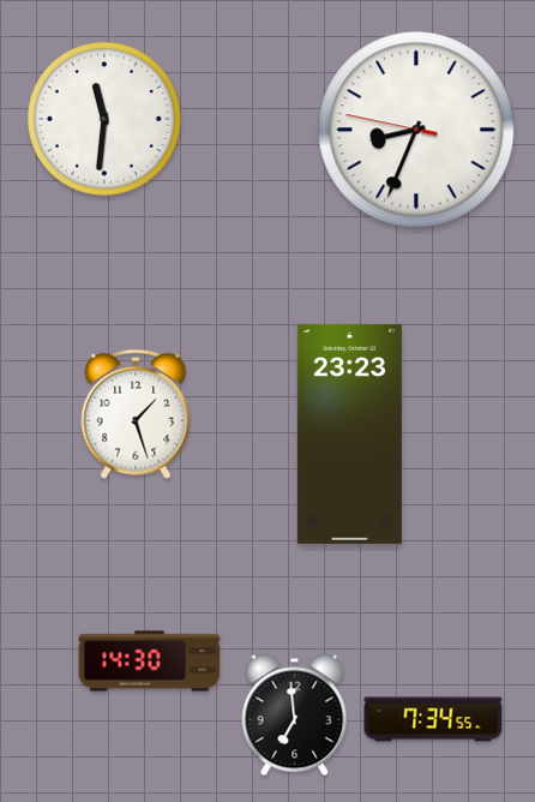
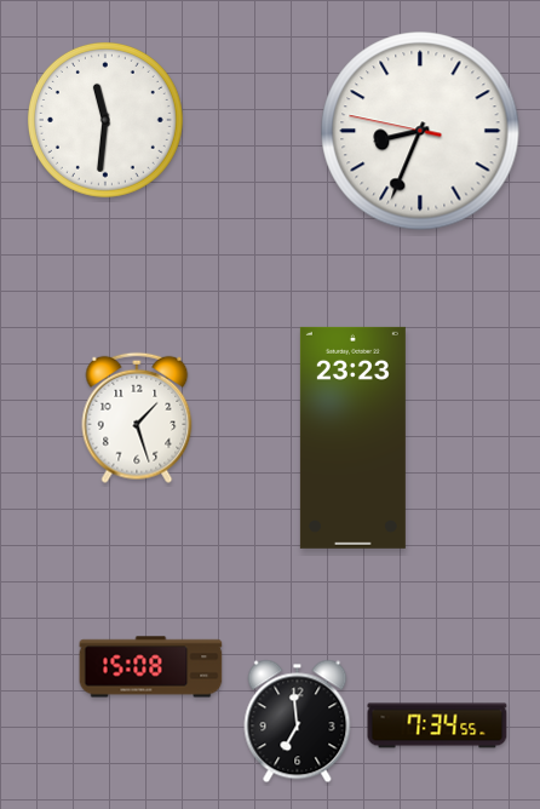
clock at (150, 662): 14:30 -> 15:08
